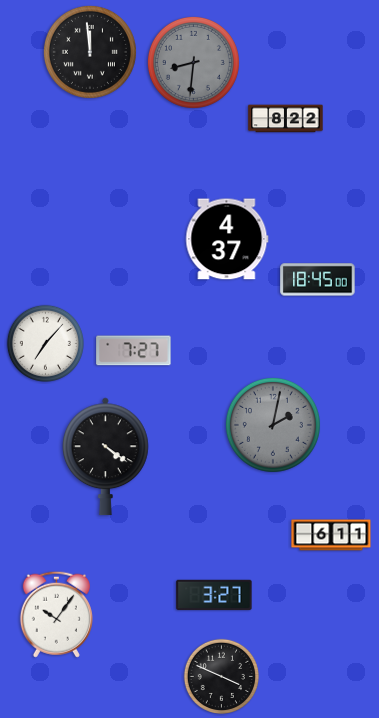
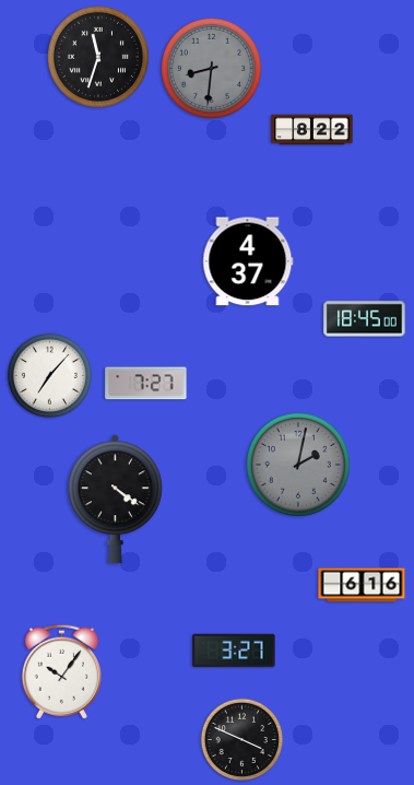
clock at (90, 52): 11:59 -> 11:33
clock at (318, 280) position: (318, 280) -> (365, 319)
clock at (331, 535): 6:11 -> 6:16
